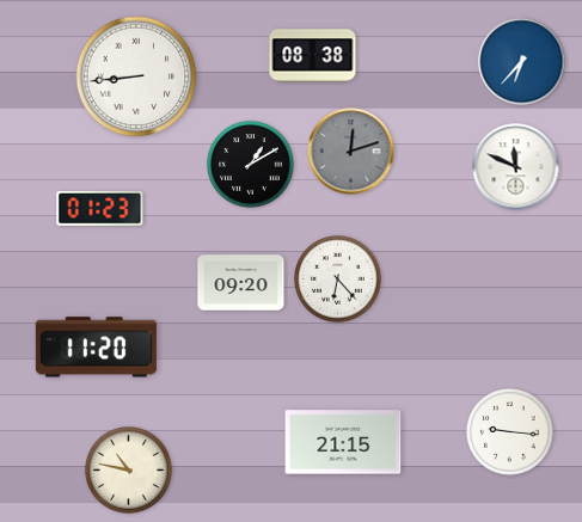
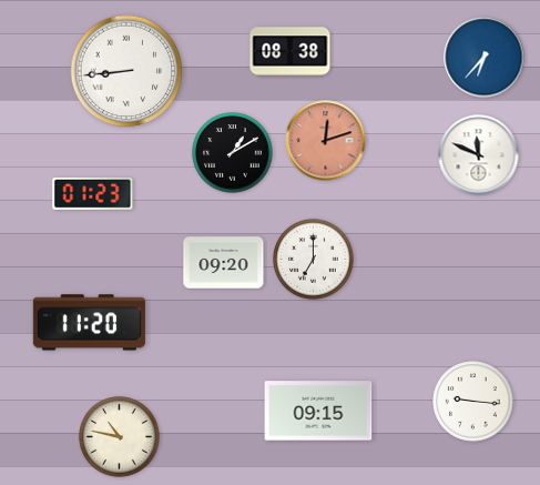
clock at (351, 152) dial: grey -> salmon
clock at (338, 280): 6:23 -> 7:00
clock at (343, 442): 21:15 -> 09:15
